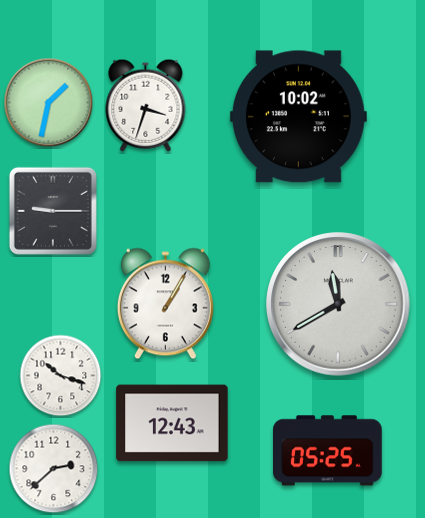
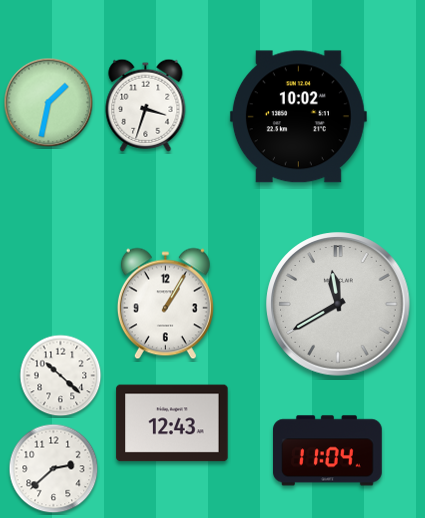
clock at (53, 211): 9:15 -> none
clock at (61, 376): 10:18 -> 10:22
clock at (328, 451): 05:25 -> 11:04
